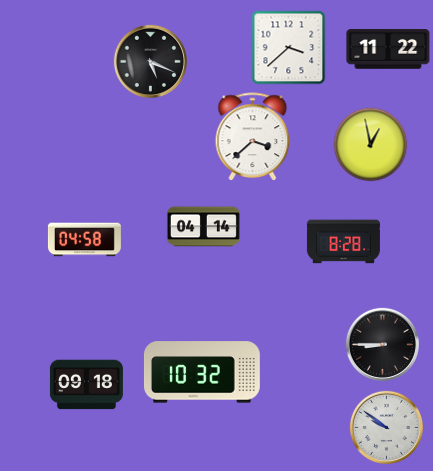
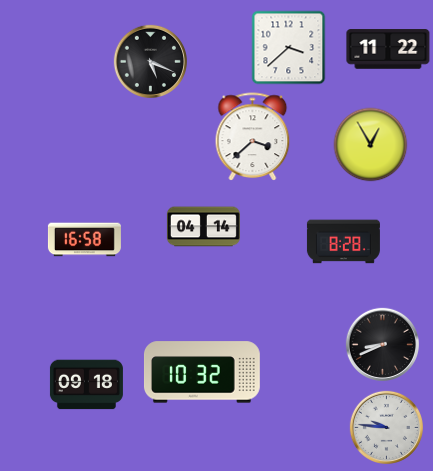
clock at (371, 145): 12:58 -> 12:55
clock at (84, 240): 04:58 -> 16:58
clock at (382, 344): 8:45 -> 8:41
clock at (386, 427): 9:51 -> 9:46
